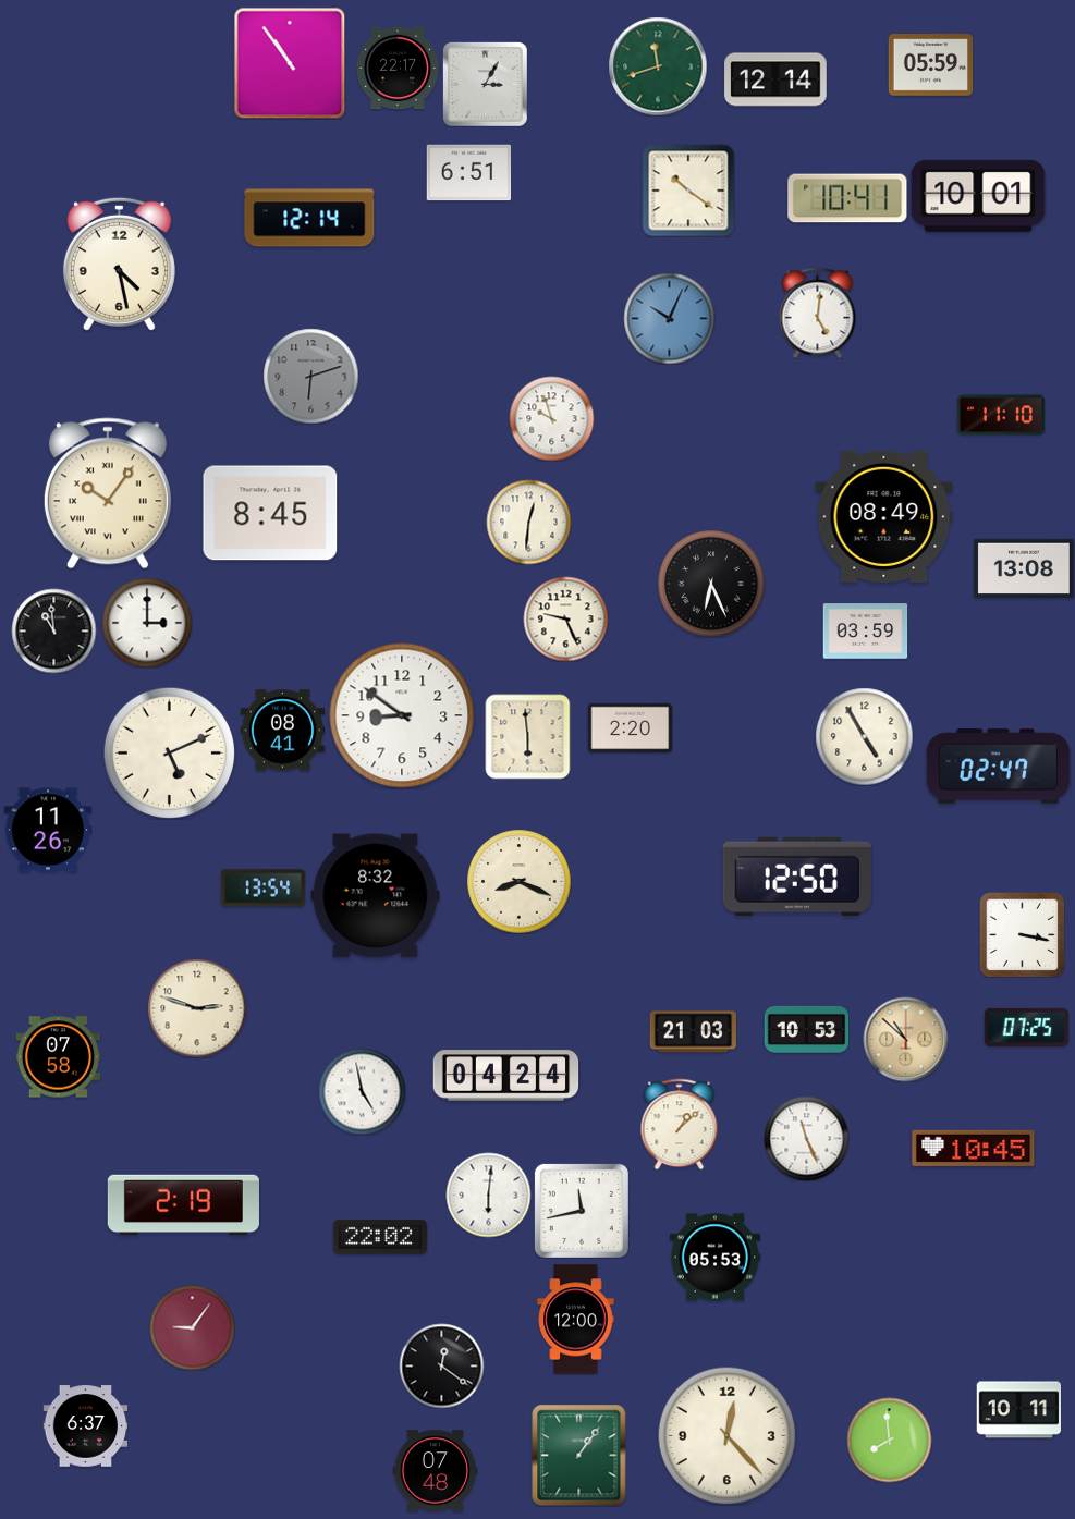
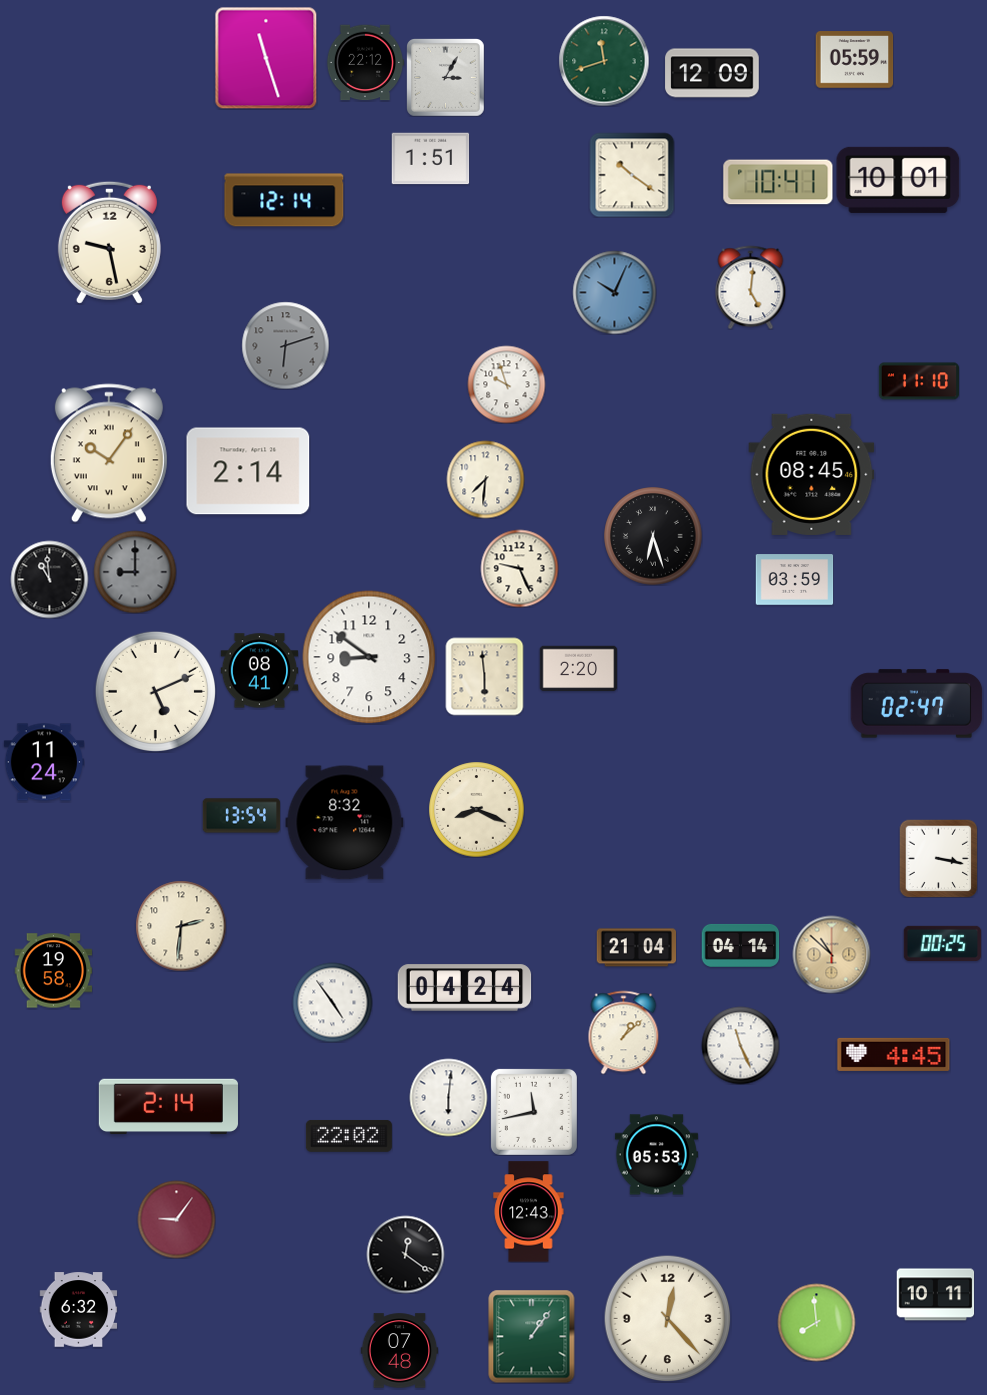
clock at (290, 63): 10:54 -> 11:27
clock at (398, 69): 22:17 -> 22:12
clock at (775, 79): 12:14 -> 12:09
clock at (468, 173): 6:51 -> 1:51
clock at (119, 264): 4:28 -> 9:28
clock at (108, 493) position: (108, 493) -> (109, 453)
clock at (270, 513): 8:45 -> 2:14
clock at (884, 516): 08:49 -> 08:45
clock at (528, 522): 12:31 -> 7:31
clock at (1025, 568): 13:08 -> none
clock at (711, 584): 6:26 -> 6:27
clock at (147, 623): 3:00 -> 9:00
clock at (147, 623) dial: white -> grey
clock at (864, 736): 4:55 -> none
clock at (47, 830): 11:26 -> 11:24
clock at (797, 877): 12:50 -> none
clock at (197, 1008): 2:48 -> 2:31
clock at (1026, 1027): 07:25 -> 00:25
clock at (806, 1029): 10:53 -> 04:14
clock at (693, 1032): 21:03 -> 21:04
clock at (58, 1057): 07:58 -> 19:58
clock at (362, 1091): 4:58 -> 4:54
clock at (974, 1148): 10:45 -> 4:45
clock at (183, 1205): 2:19 -> 2:14
clock at (576, 1320): 12:00 -> 12:43
clock at (85, 1426): 6:37 -> 6:32
